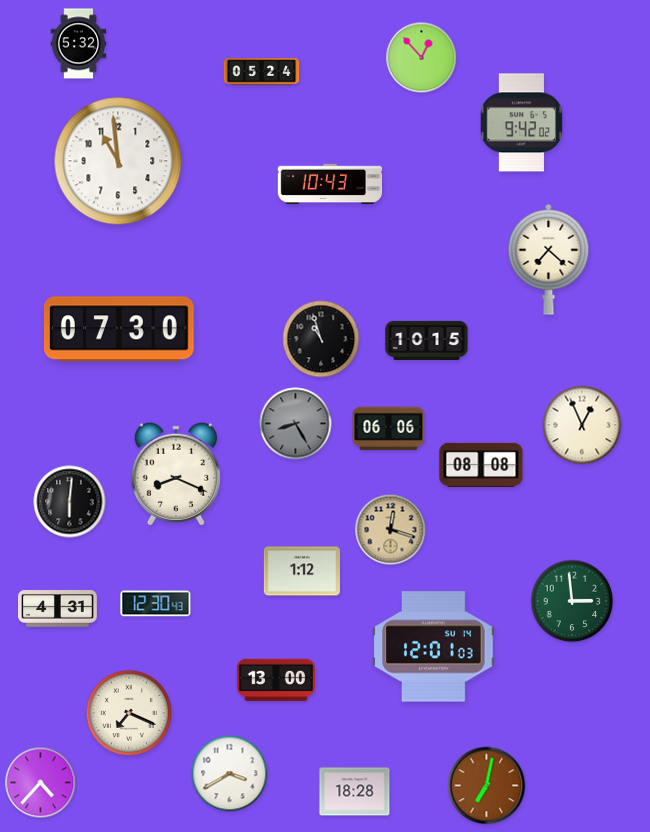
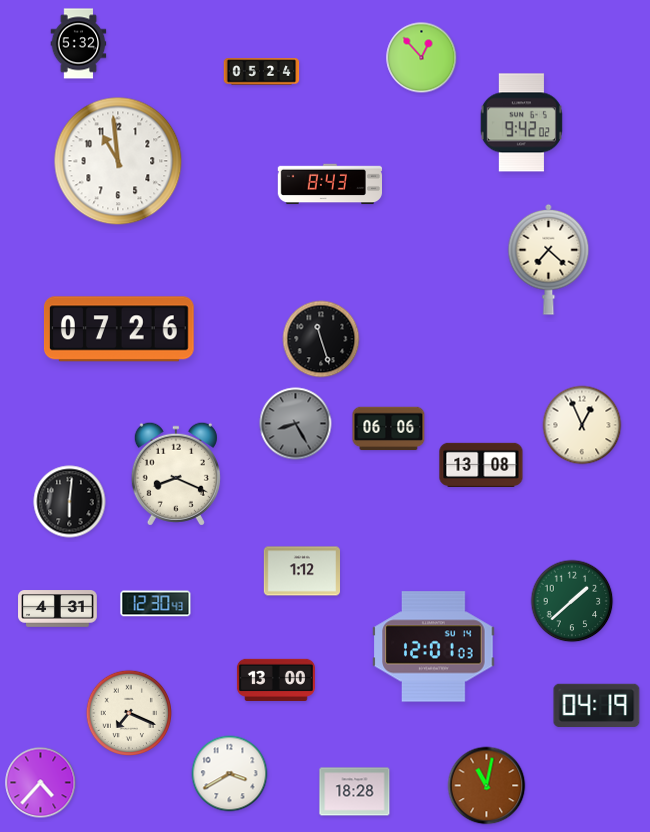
clock at (329, 184): 10:43 -> 8:43
clock at (119, 329): 07:30 -> 07:26
clock at (321, 339): 10:57 -> 11:27
clock at (427, 340): 10:15 -> none
clock at (481, 464): 08:08 -> 13:08
clock at (391, 530): 12:18 -> none
clock at (572, 601): 2:59 -> 1:38
clock at (597, 705): none -> 04:19
clock at (487, 786): 7:02 -> 11:02
